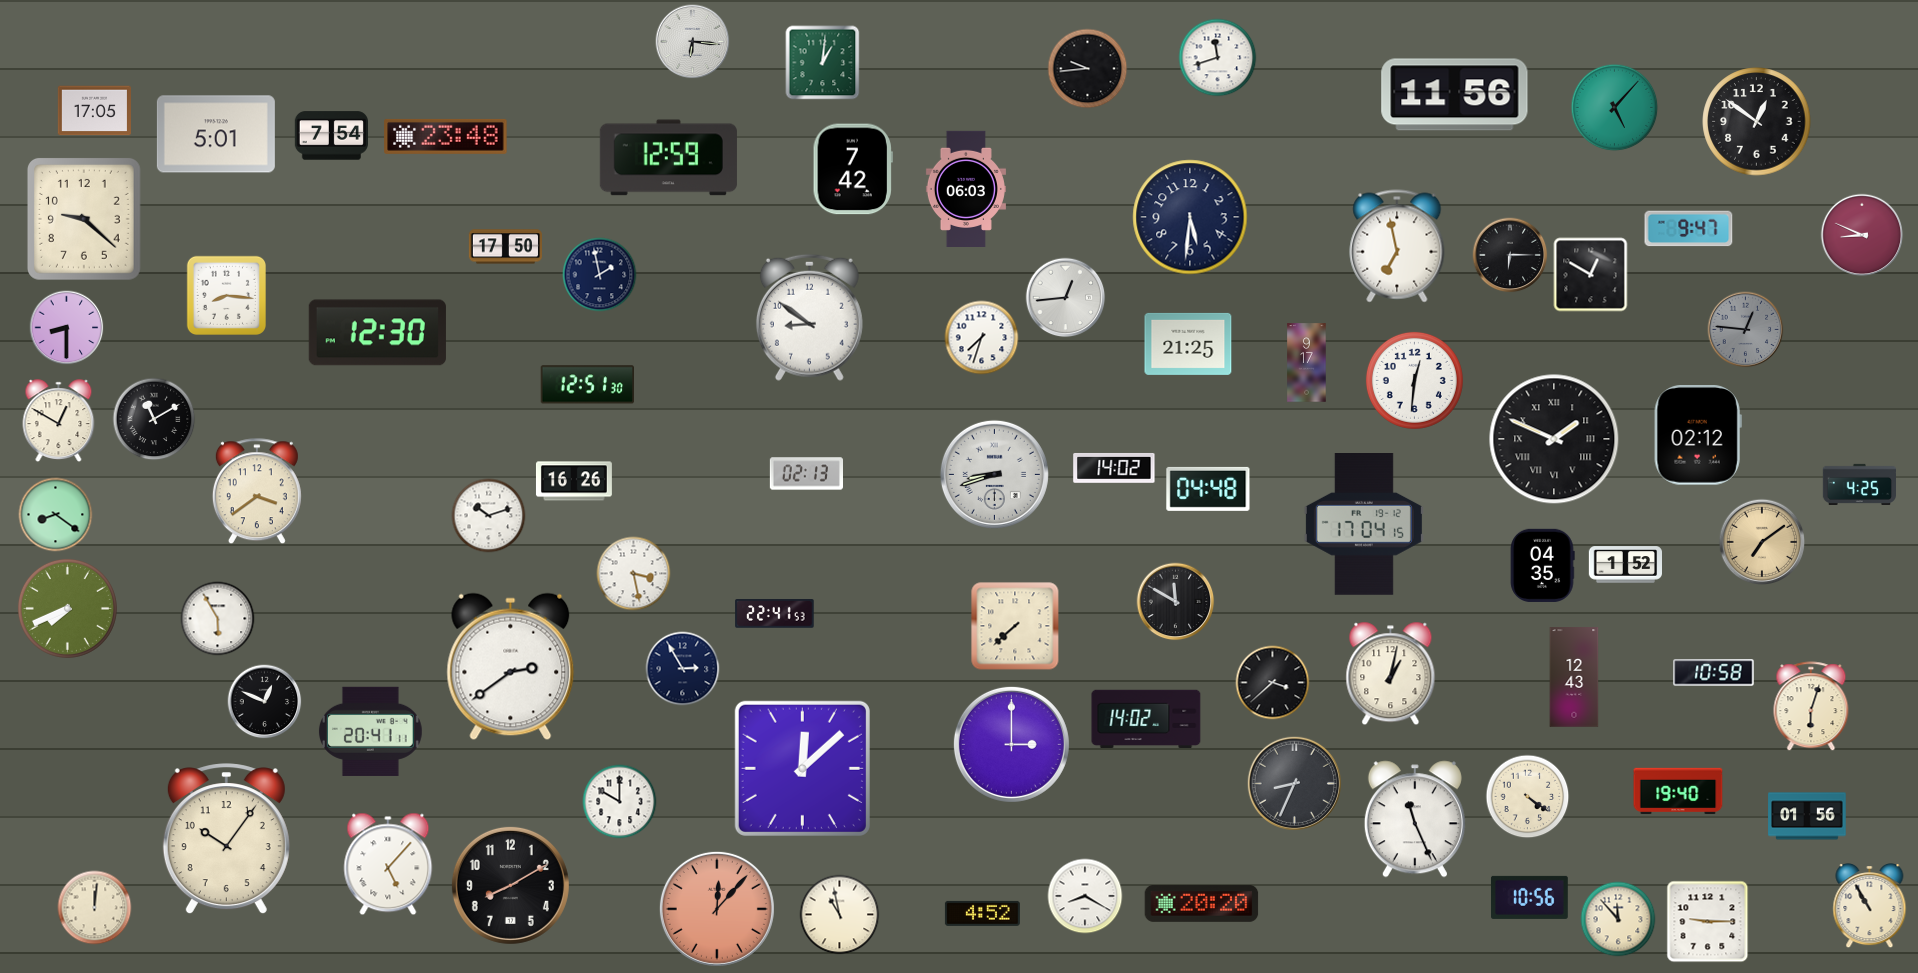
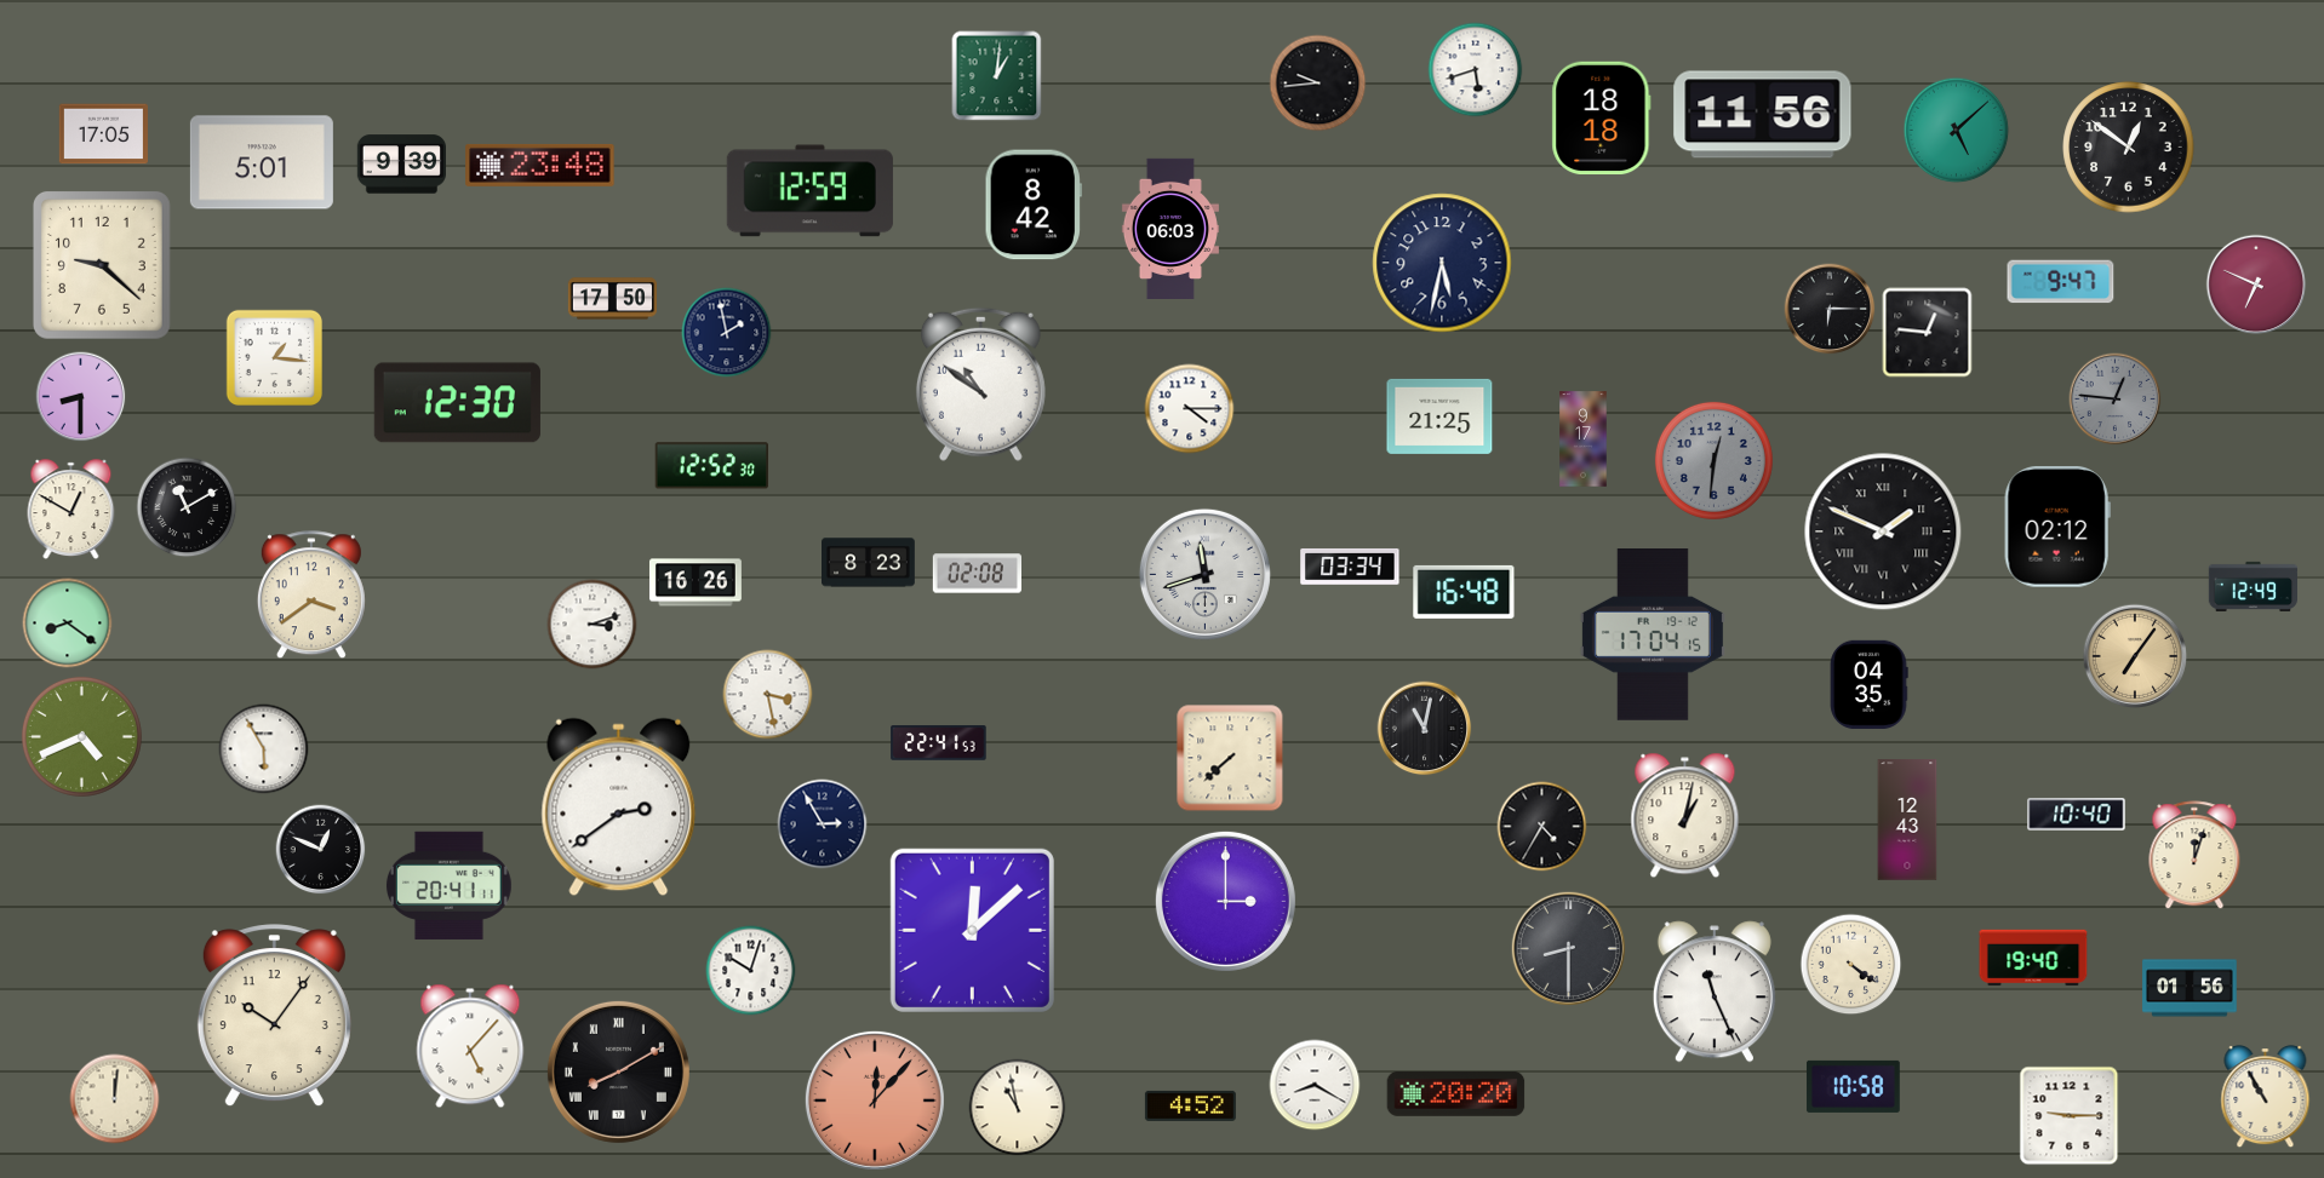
clock at (693, 42): 6:16 -> none
clock at (1218, 58): 11:42 -> 5:42
clock at (1602, 119): none -> 18:18
clock at (1615, 108): 5:07 -> 5:08
clock at (94, 111) position: (94, 111) -> (103, 134)
clock at (331, 136): 7:54 -> 9:39
clock at (853, 169): 7:42 -> 8:42
clock at (1190, 217): 5:31 -> 5:32
clock at (1689, 229) position: (1689, 229) -> (2061, 282)
clock at (1862, 235): 8:49 -> 6:49
clock at (1397, 246): 6:58 -> none
clock at (1591, 275): 12:50 -> 12:46
clock at (226, 295): 8:16 -> 1:16
clock at (1066, 298): 12:44 -> none
clock at (809, 317): 8:51 -> 10:51
clock at (982, 338): 7:33 -> 4:15
clock at (1414, 380) dial: white -> grey
clock at (587, 385): 12:51 -> 12:52
clock at (869, 563): none -> 8:23
clock at (1114, 468): 14:02 -> 03:34
clock at (806, 474): 02:13 -> 02:08
clock at (994, 474): 8:42 -> 11:42
clock at (1859, 484): 4:25 -> 12:49
clock at (1208, 489): 04:48 -> 16:48
clock at (489, 516): 10:12 -> 3:12
clock at (1762, 542): 7:09 -> 7:06
clock at (1625, 565): 1:52 -> none
clock at (1176, 602): 11:50 -> 11:02
clock at (67, 608): 7:41 -> 4:41
clock at (683, 669) position: (683, 669) -> (823, 824)
clock at (1714, 673): 10:58 -> 10:40
clock at (1273, 683): 3:38 -> 4:35
clock at (1811, 707): 6:03 -> 12:03
clock at (1146, 719): 14:02 -> none
clock at (1294, 783): 8:34 -> 8:30
clock at (620, 802): 10:00 -> 10:03
clock at (510, 885) numerals: Arabic -> Roman
clock at (1529, 897): 10:56 -> 10:58
clock at (717, 909) position: (717, 909) -> (875, 1101)
clock at (1618, 919): 11:53 -> none
